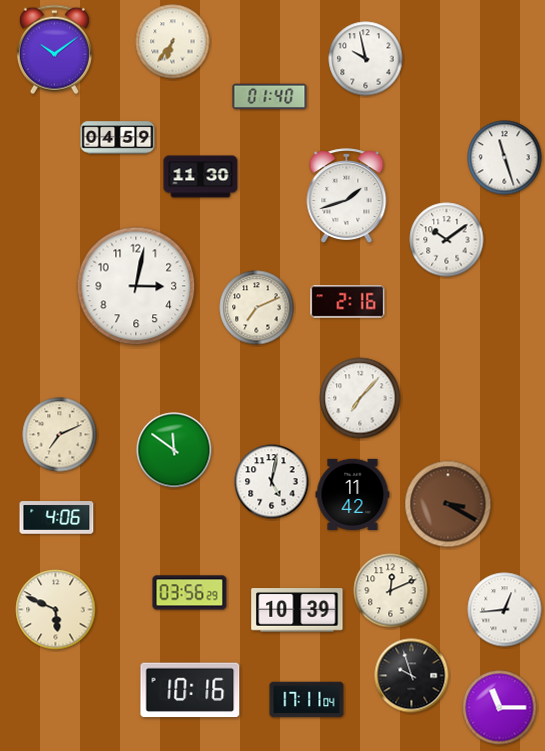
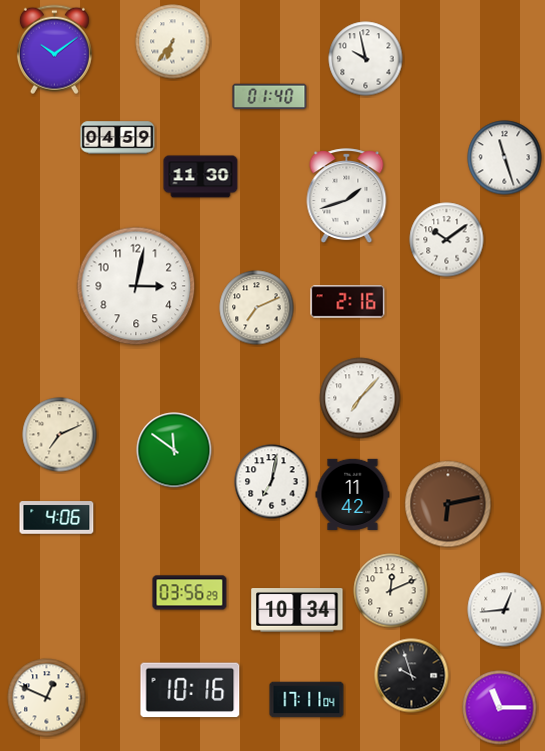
clock at (272, 482): 5:02 -> 7:02
clock at (448, 504): 3:20 -> 6:13
clock at (56, 610): 5:49 -> none
clock at (297, 610): 10:39 -> 10:34
clock at (47, 698): none -> 12:49
